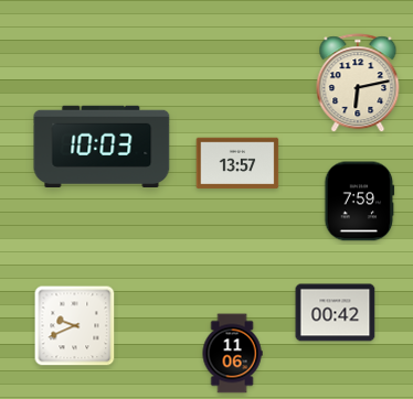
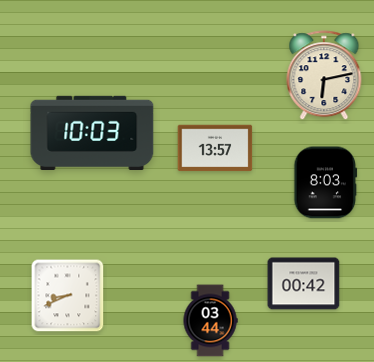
clock at (360, 202): 7:59 -> 8:03
clock at (75, 326): 9:41 -> 8:41
clock at (232, 354): 11:06 -> 03:44
